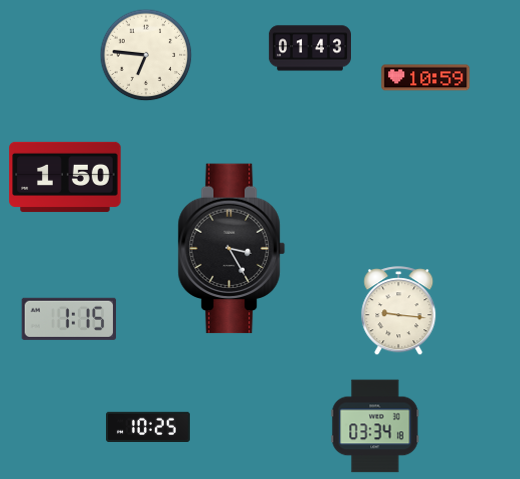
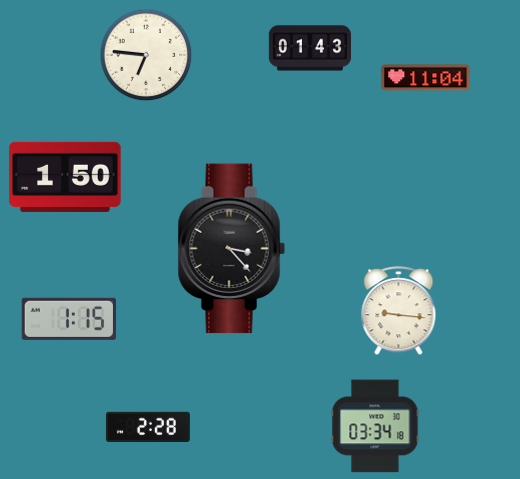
clock at (426, 78): 10:59 -> 11:04
clock at (231, 249): 3:25 -> 3:23
clock at (148, 426): 10:25 -> 2:28
